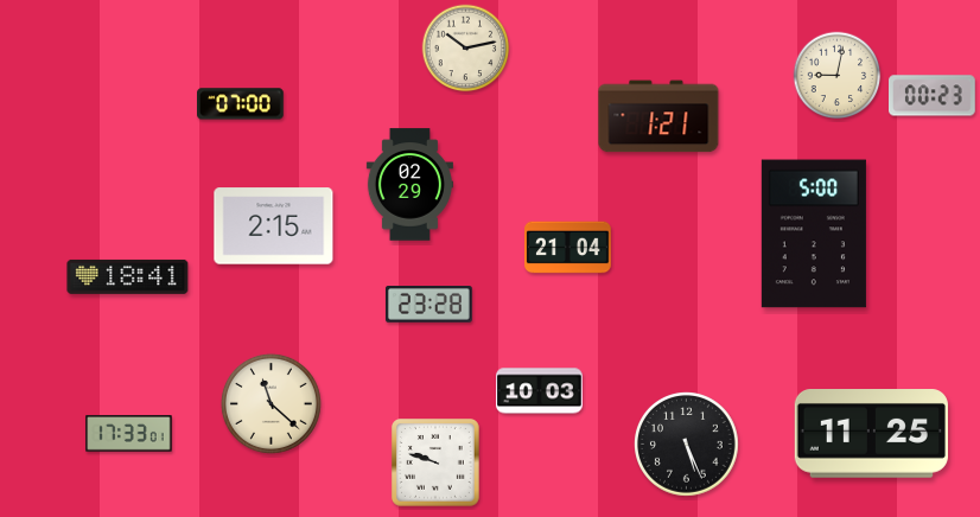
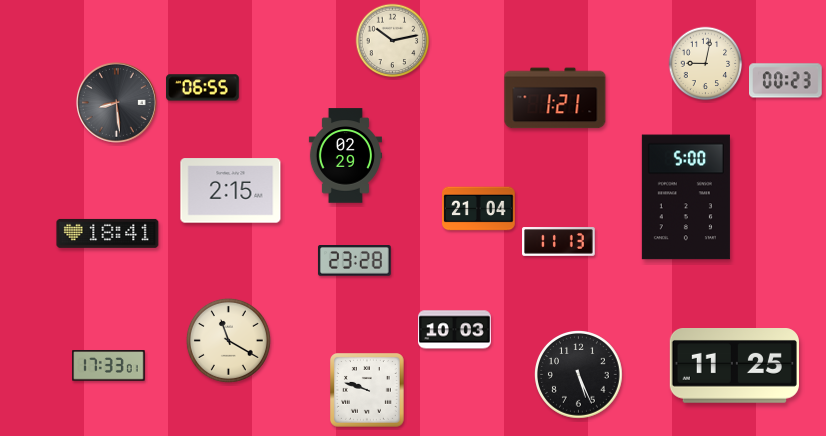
clock at (241, 104): 07:00 -> 06:55
clock at (117, 103): none -> 8:29
clock at (559, 242): none -> 11:13
clock at (429, 305) position: (429, 305) -> (355, 261)
clock at (271, 403): 11:22 -> 11:20
